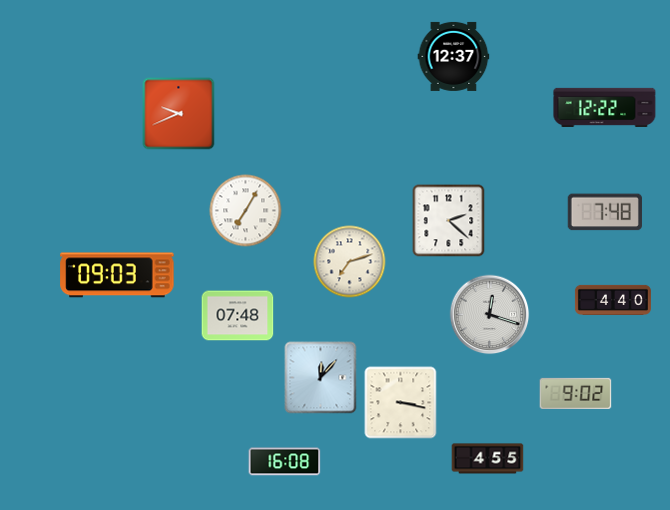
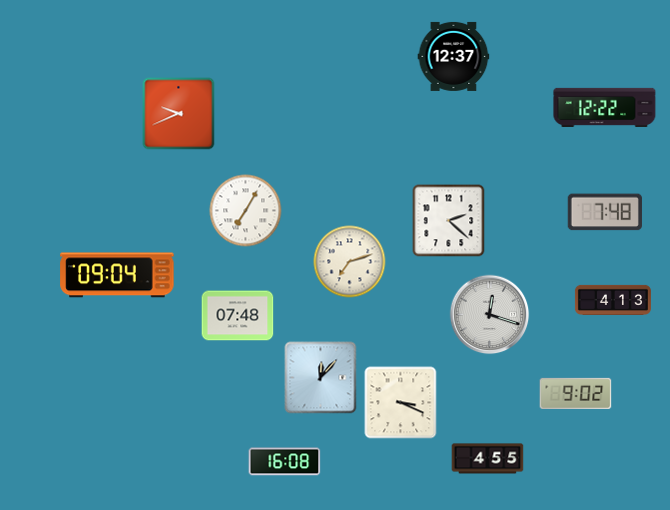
clock at (117, 275): 09:03 -> 09:04
clock at (613, 300): 4:40 -> 4:13
clock at (401, 403): 3:17 -> 3:19
